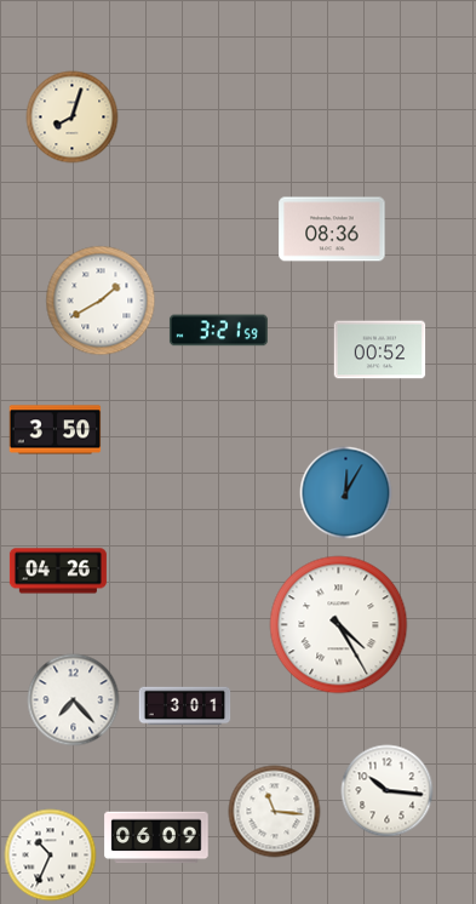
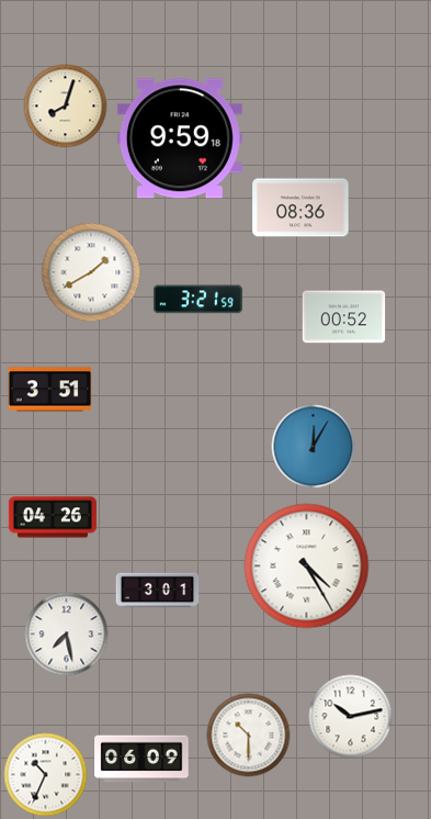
clock at (180, 138): none -> 9:59
clock at (56, 430): 3:50 -> 3:51
clock at (74, 700): 7:23 -> 7:28
clock at (185, 706) position: (185, 706) -> (158, 591)
clock at (388, 791): 10:16 -> 10:13
clock at (275, 812): 11:16 -> 10:30
